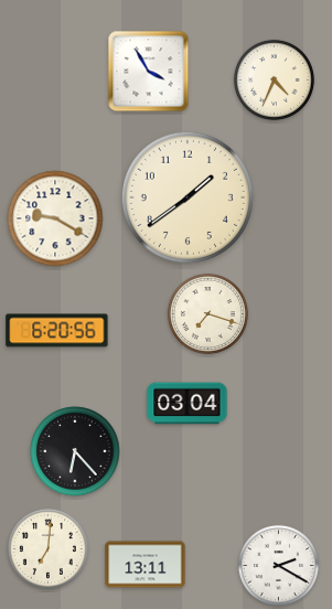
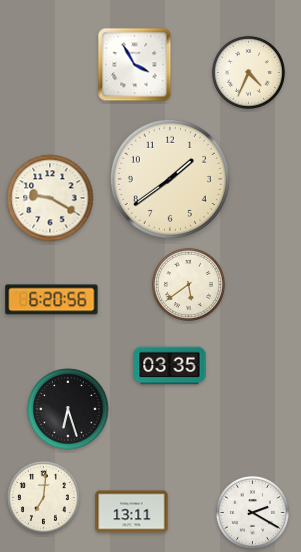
clock at (207, 313): 7:18 -> 5:39
clock at (188, 404): 03:04 -> 03:35
clock at (75, 451): 6:23 -> 6:27
